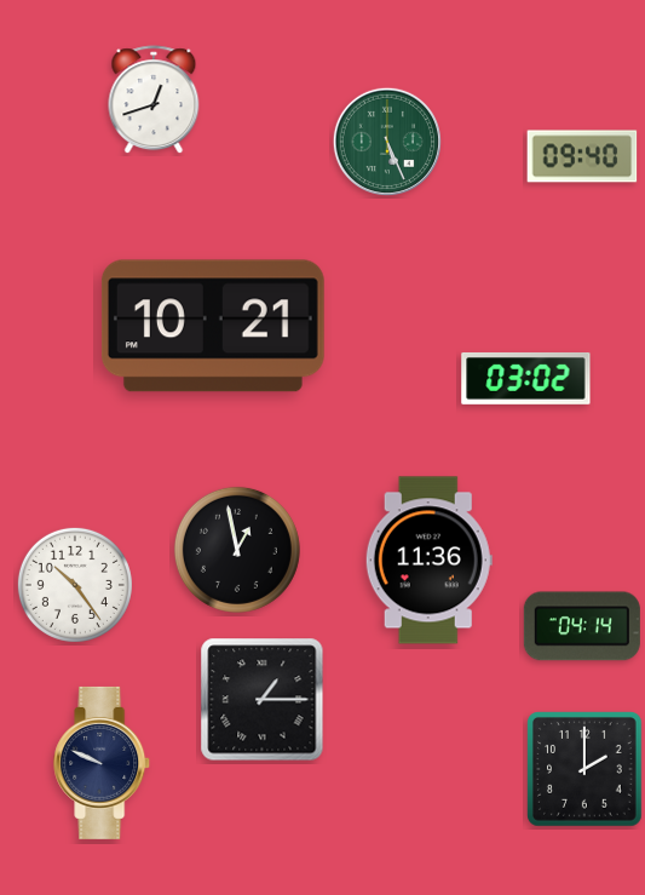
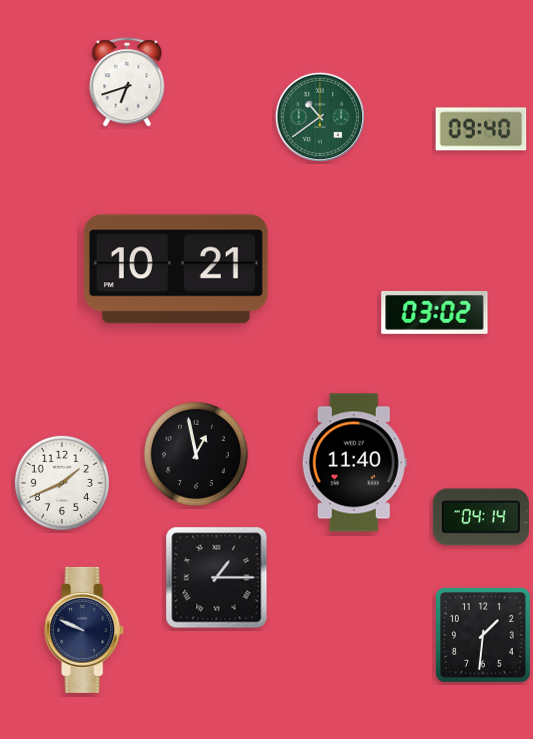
clock at (154, 101): 12:42 -> 6:42
clock at (387, 142): 5:26 -> 10:39
clock at (428, 561): 11:36 -> 11:40
clock at (75, 585): 10:24 -> 1:41
clock at (584, 769): 2:00 -> 1:31
